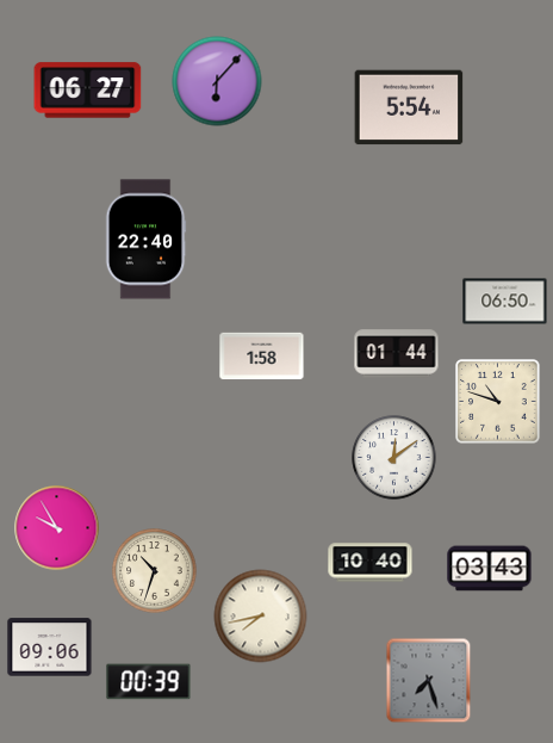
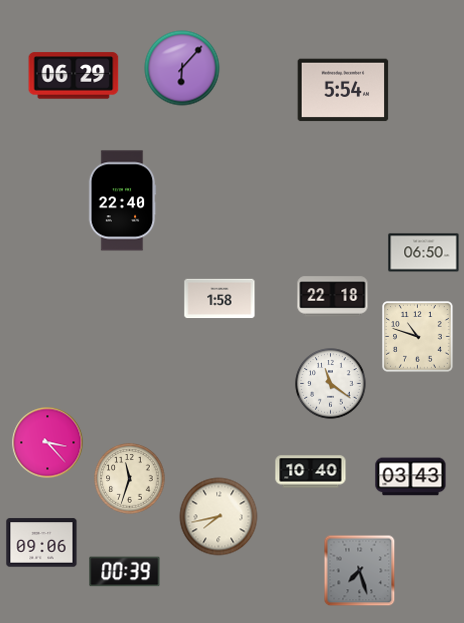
clock at (88, 91): 06:27 -> 06:29
clock at (397, 354): 01:44 -> 22:18
clock at (394, 458): 12:09 -> 11:21
clock at (57, 528): 9:55 -> 3:23
clock at (155, 571): 10:33 -> 11:33
